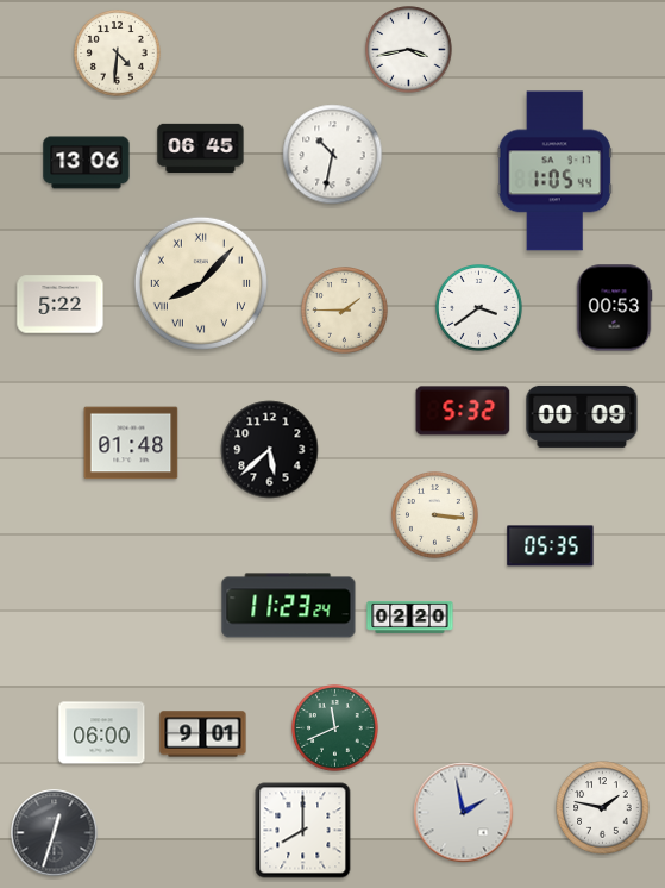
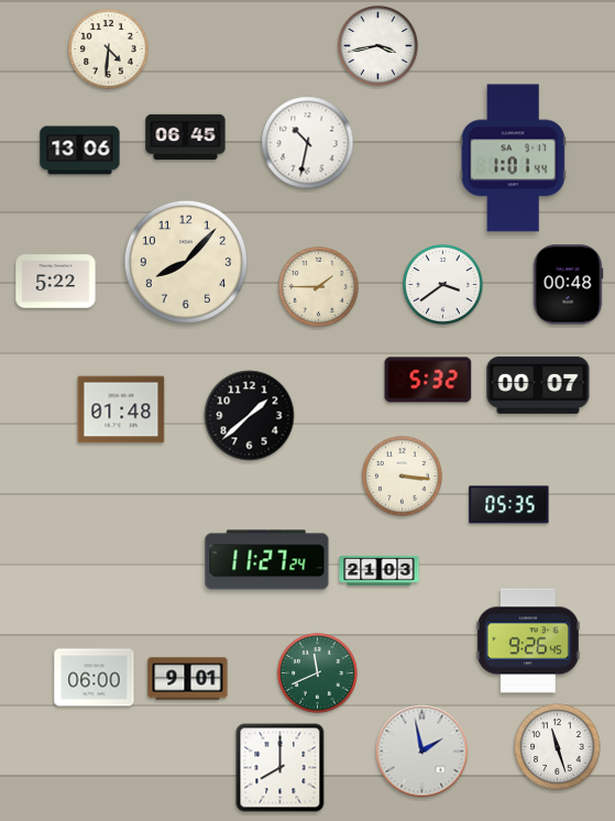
clock at (554, 171): 1:05 -> 1:01
clock at (201, 283) numerals: Roman -> Arabic
clock at (614, 308): 00:53 -> 00:48
clock at (582, 417): 00:09 -> 00:07
clock at (270, 450): 5:38 -> 1:38
clock at (289, 606): 11:23 -> 11:27
clock at (410, 617): 02:20 -> 21:03
clock at (528, 641): none -> 9:26
clock at (335, 728) position: (335, 728) -> (318, 674)
clock at (603, 808): 1:47 -> 11:27
clock at (464, 813) position: (464, 813) -> (422, 752)
clock at (55, 833): 12:33 -> none
